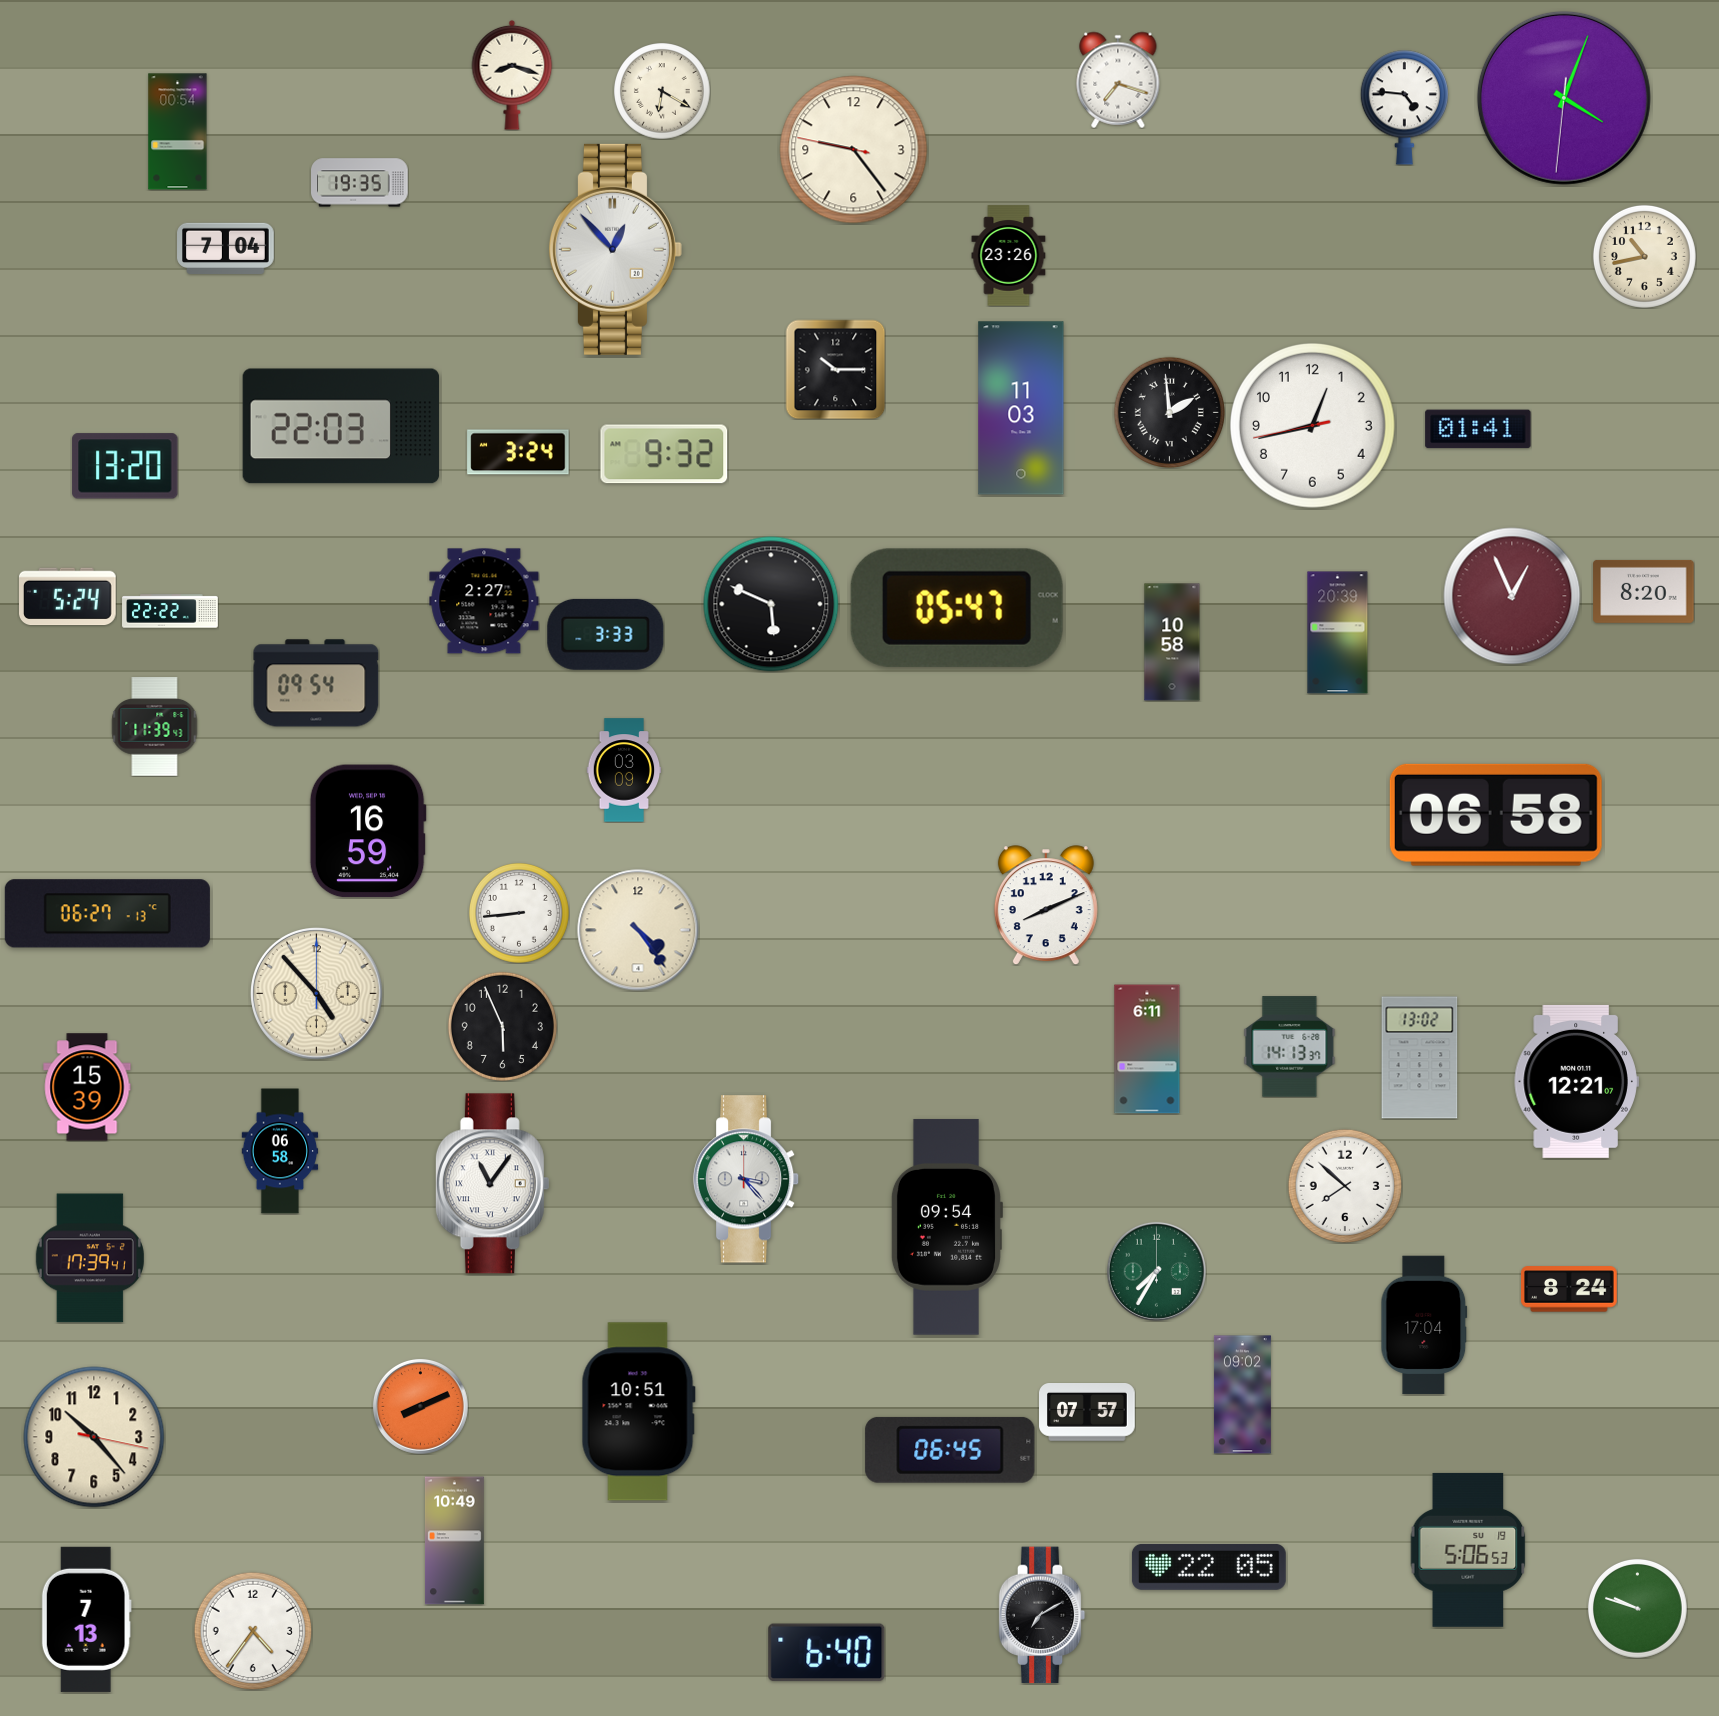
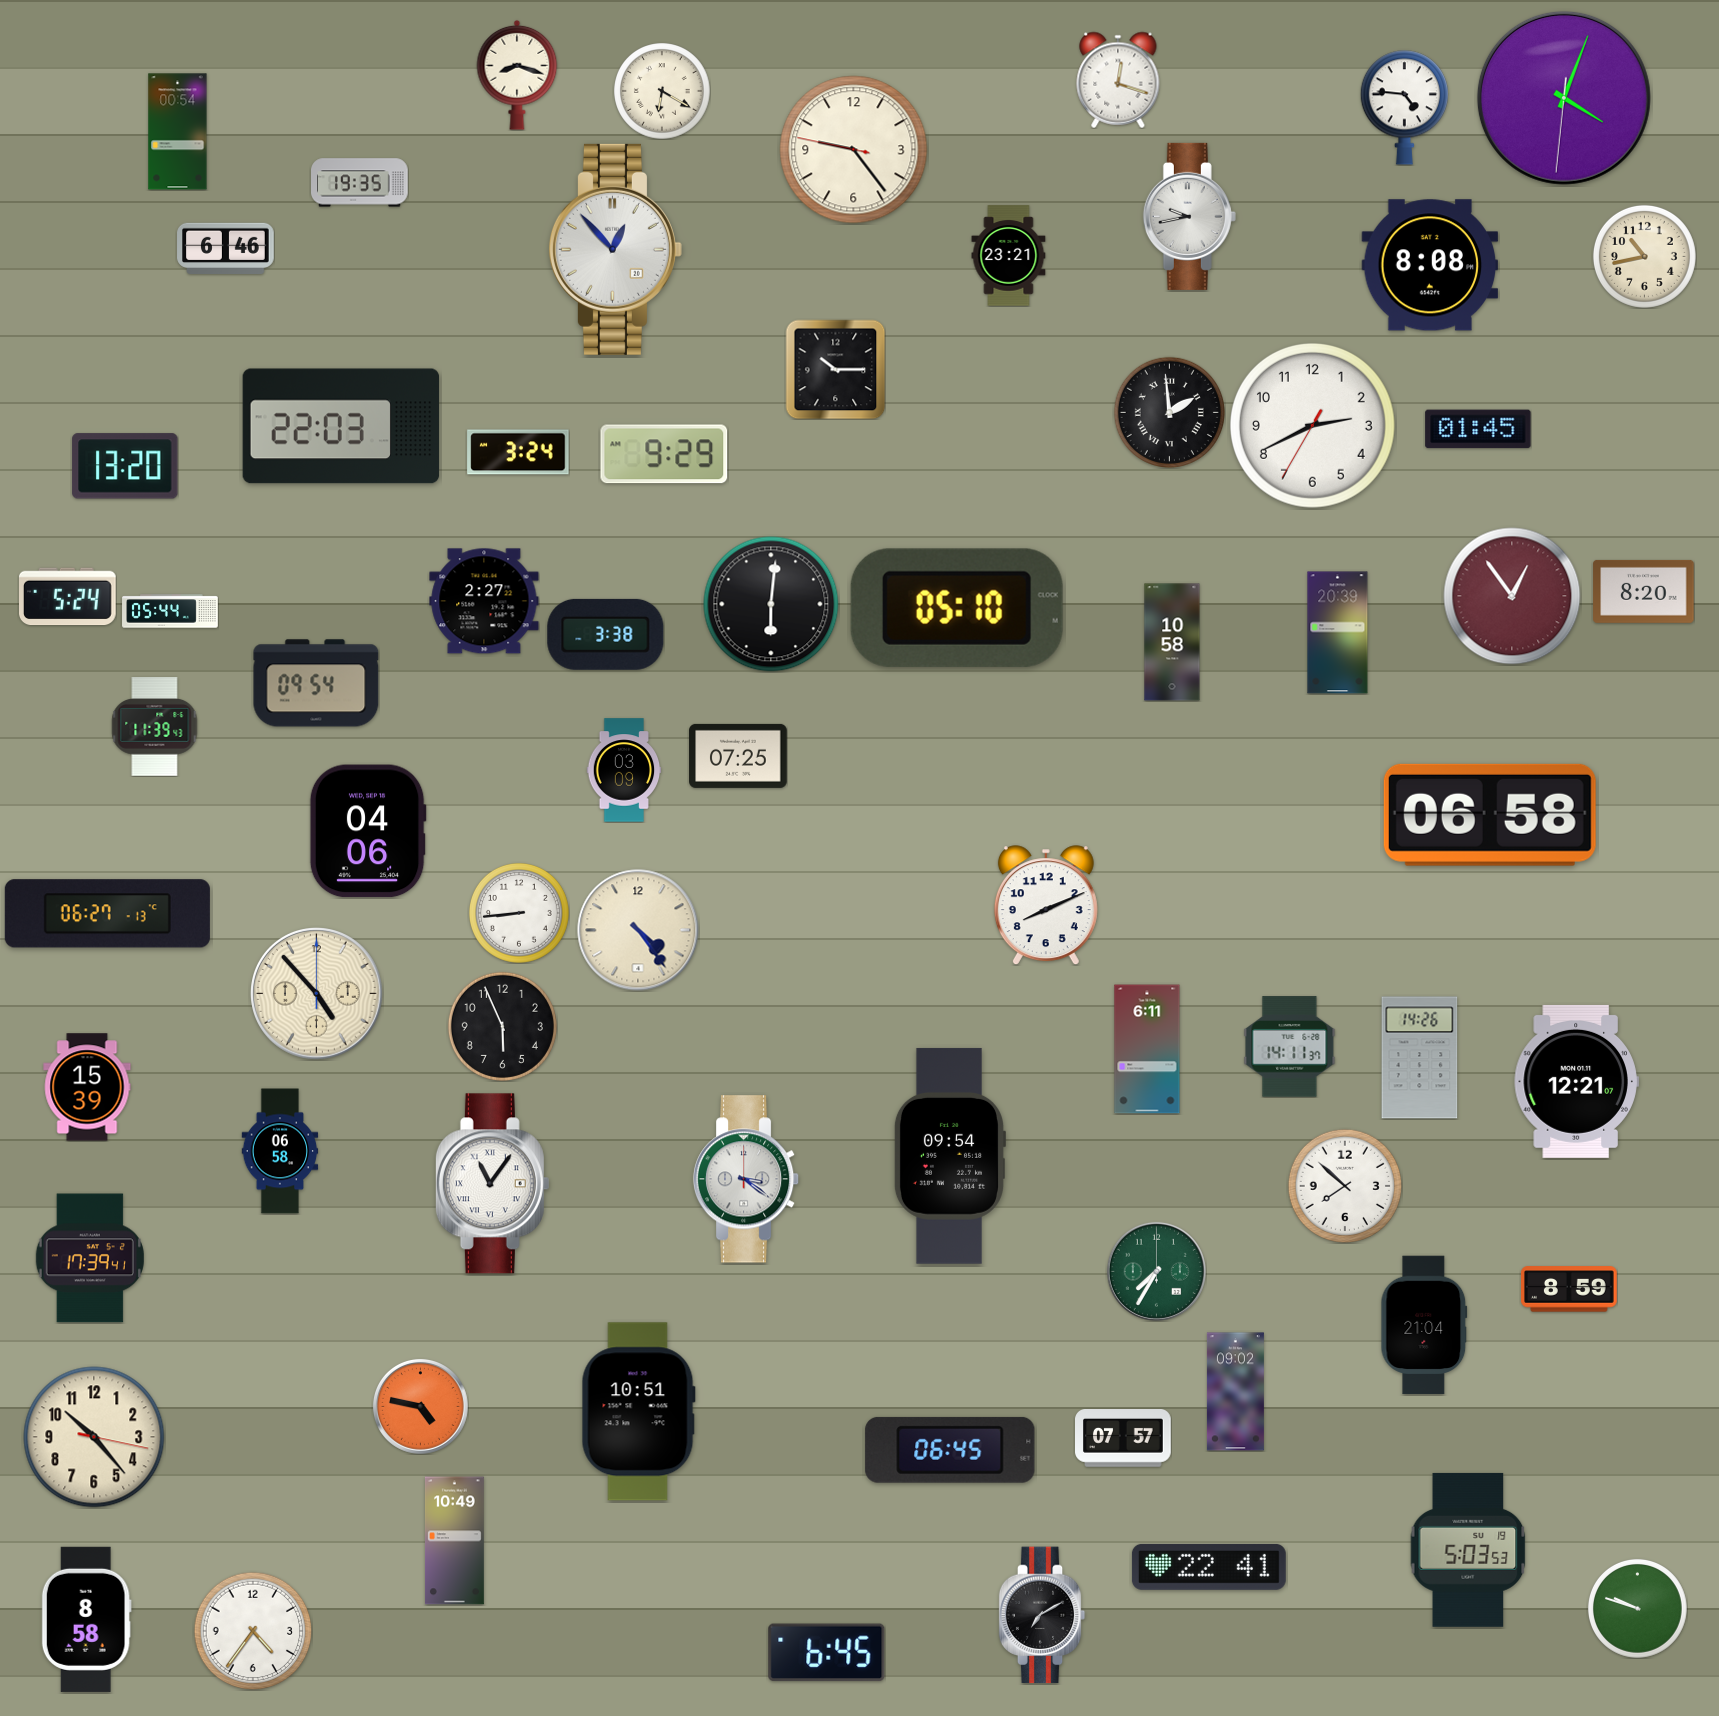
clock at (512, 75) position: (512, 75) -> (517, 75)
clock at (1118, 80): 7:18 -> 12:18
clock at (1189, 216): none -> 9:43
clock at (226, 248): 7:04 -> 6:46
clock at (1009, 256): 23:26 -> 23:21
clock at (1430, 265): none -> 8:08
clock at (1021, 408): 11:03 -> none
clock at (1312, 425): 12:42 -> 2:40
clock at (1478, 429): 01:41 -> 01:45
clock at (664, 454): 9:32 -> 9:29
clock at (1512, 596): 12:56 -> 12:54
clock at (771, 604): 5:49 -> 6:01
clock at (957, 608): 05:47 -> 05:10
clock at (170, 611): 22:22 -> 05:44
clock at (606, 634): 3:33 -> 3:38
clock at (738, 756): none -> 07:25
clock at (1496, 815) position: (1496, 815) -> (1490, 815)
clock at (368, 831): 16:59 -> 04:06
clock at (1290, 1047): 14:13 -> 14:11
clock at (1420, 1058): 13:02 -> 14:26
clock at (746, 1179): 3:23 -> 3:21
clock at (946, 1227) position: (946, 1227) -> (949, 1156)
clock at (1570, 1289): 8:24 -> 8:59
clock at (1424, 1325): 17:04 -> 21:04
clock at (1242, 1395) position: (1242, 1395) -> (1235, 1392)
clock at (420, 1406): 8:11 -> 4:47
clock at (1087, 1412) position: (1087, 1412) -> (1123, 1438)
clock at (1468, 1550): 5:06 -> 5:03
clock at (1209, 1567): 22:05 -> 22:41
clock at (86, 1619): 7:13 -> 8:58
clock at (827, 1653): 6:40 -> 6:45
